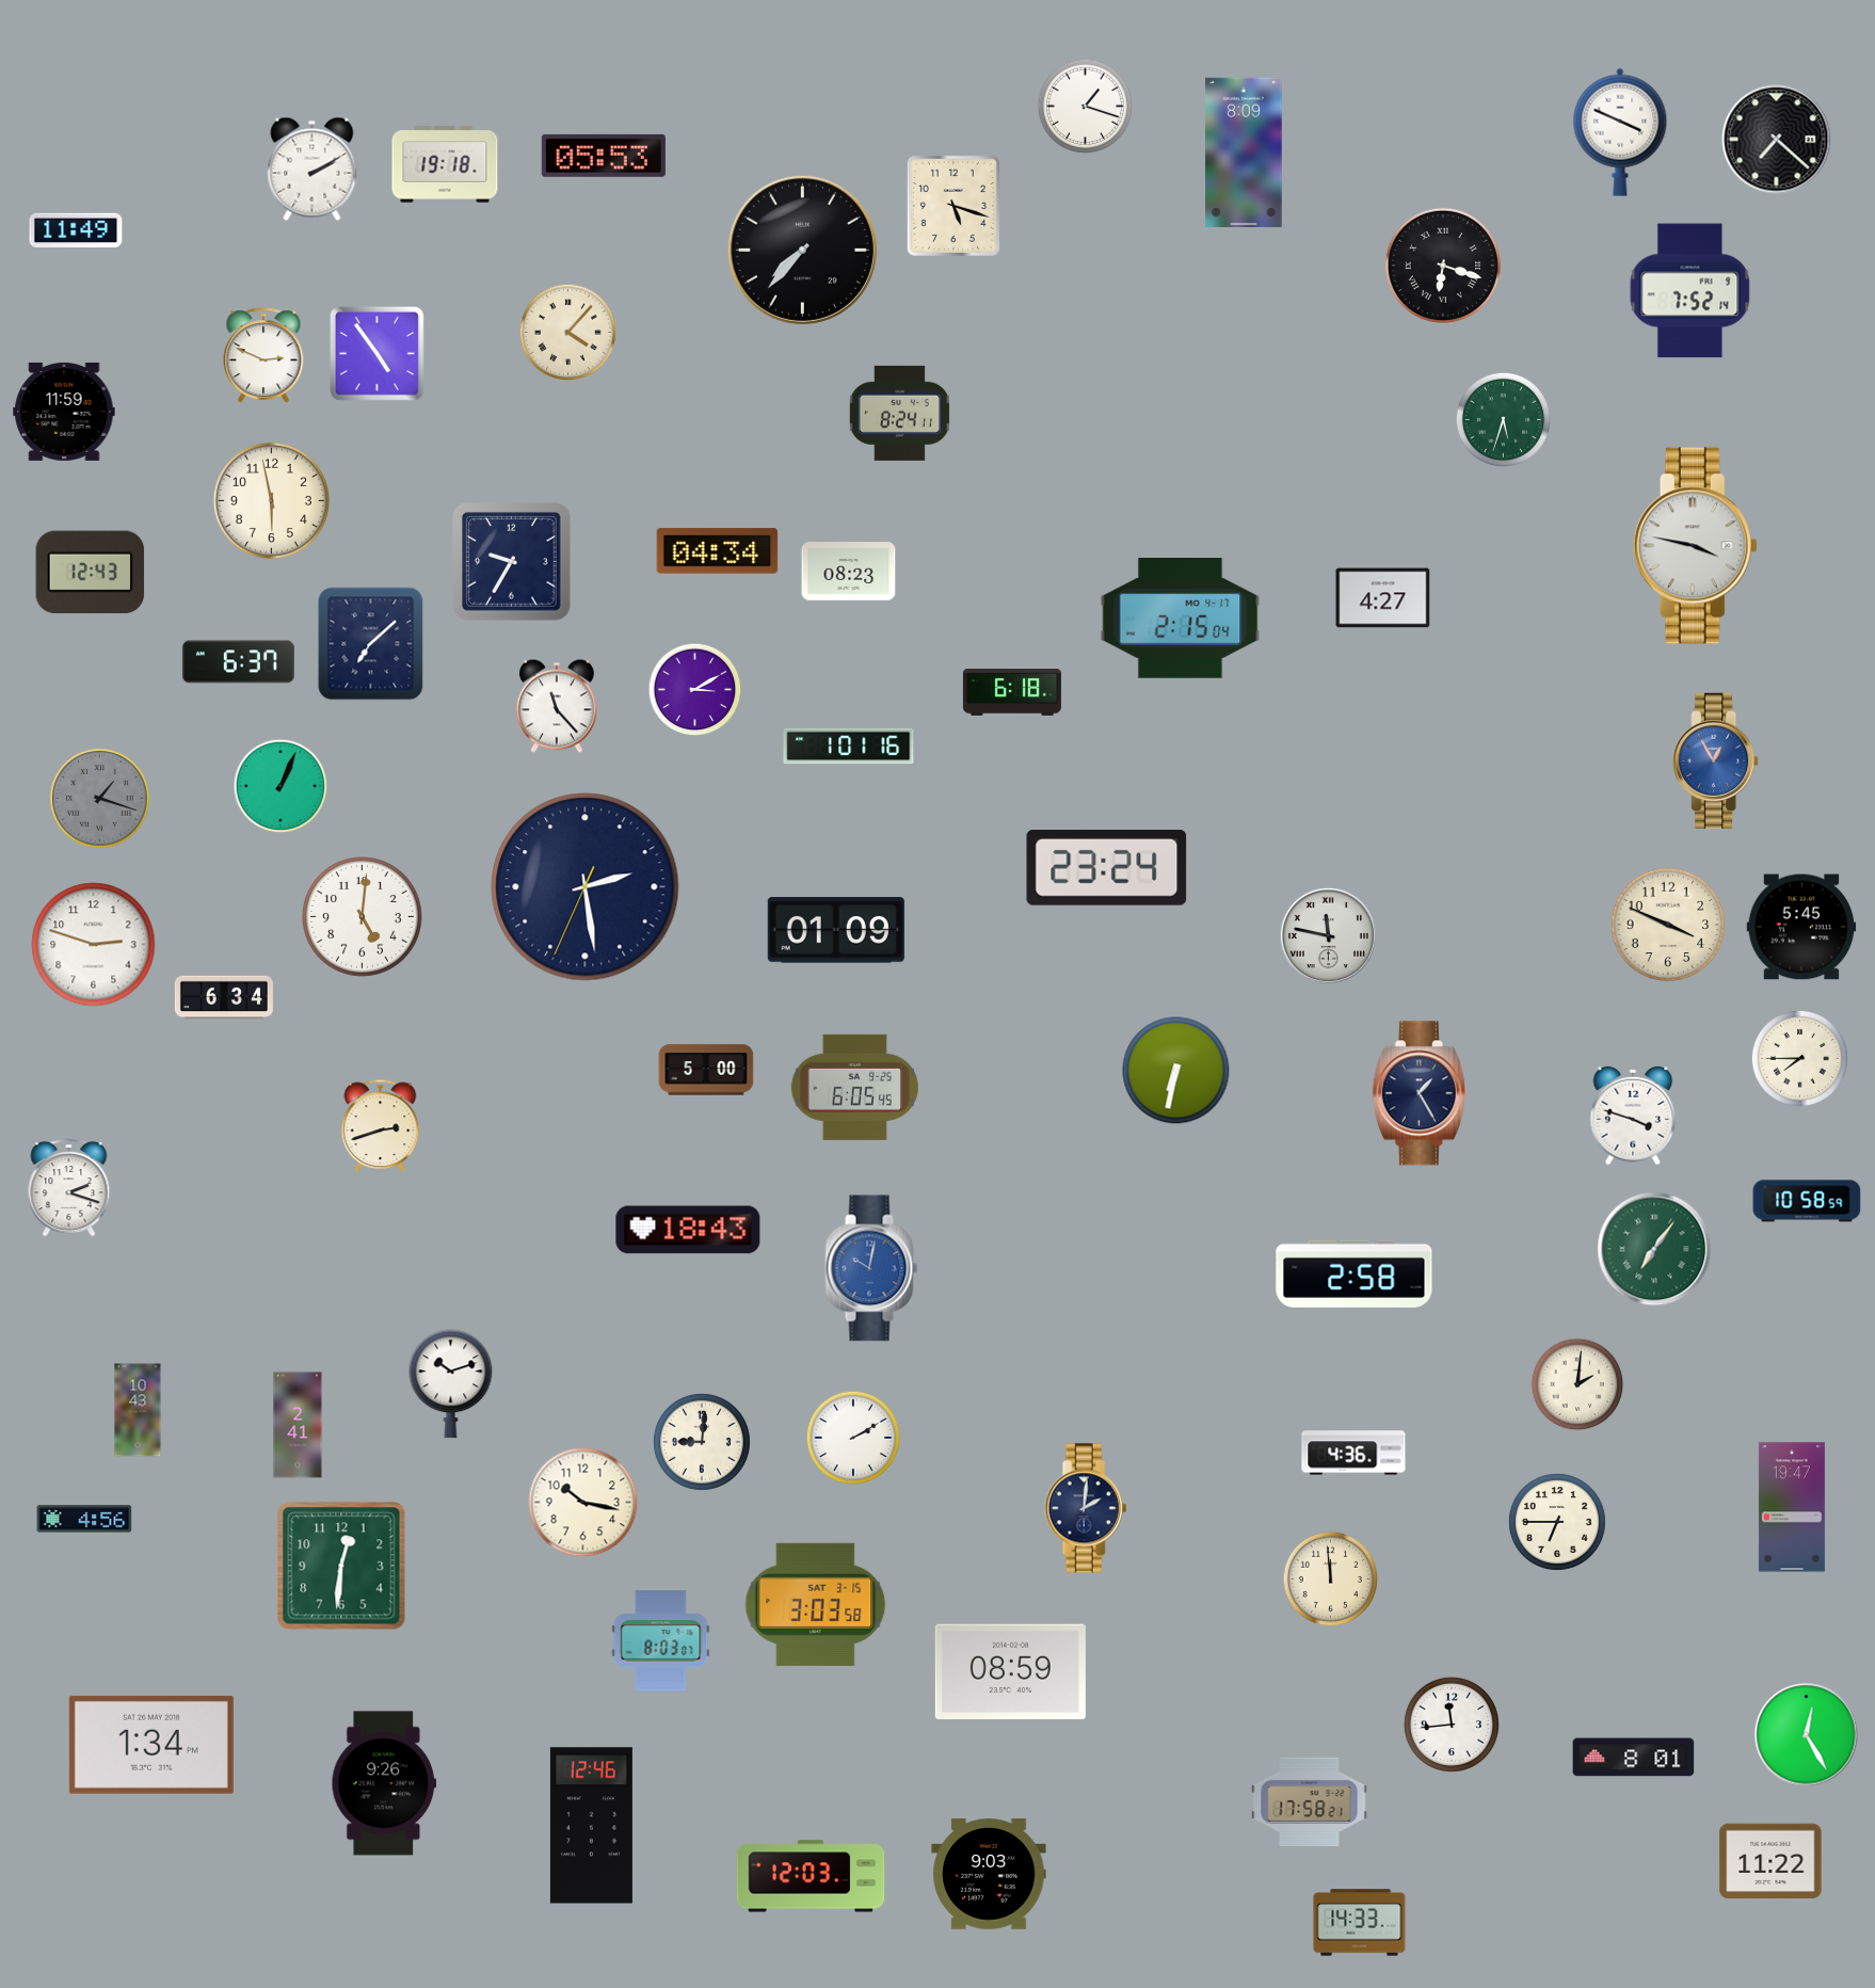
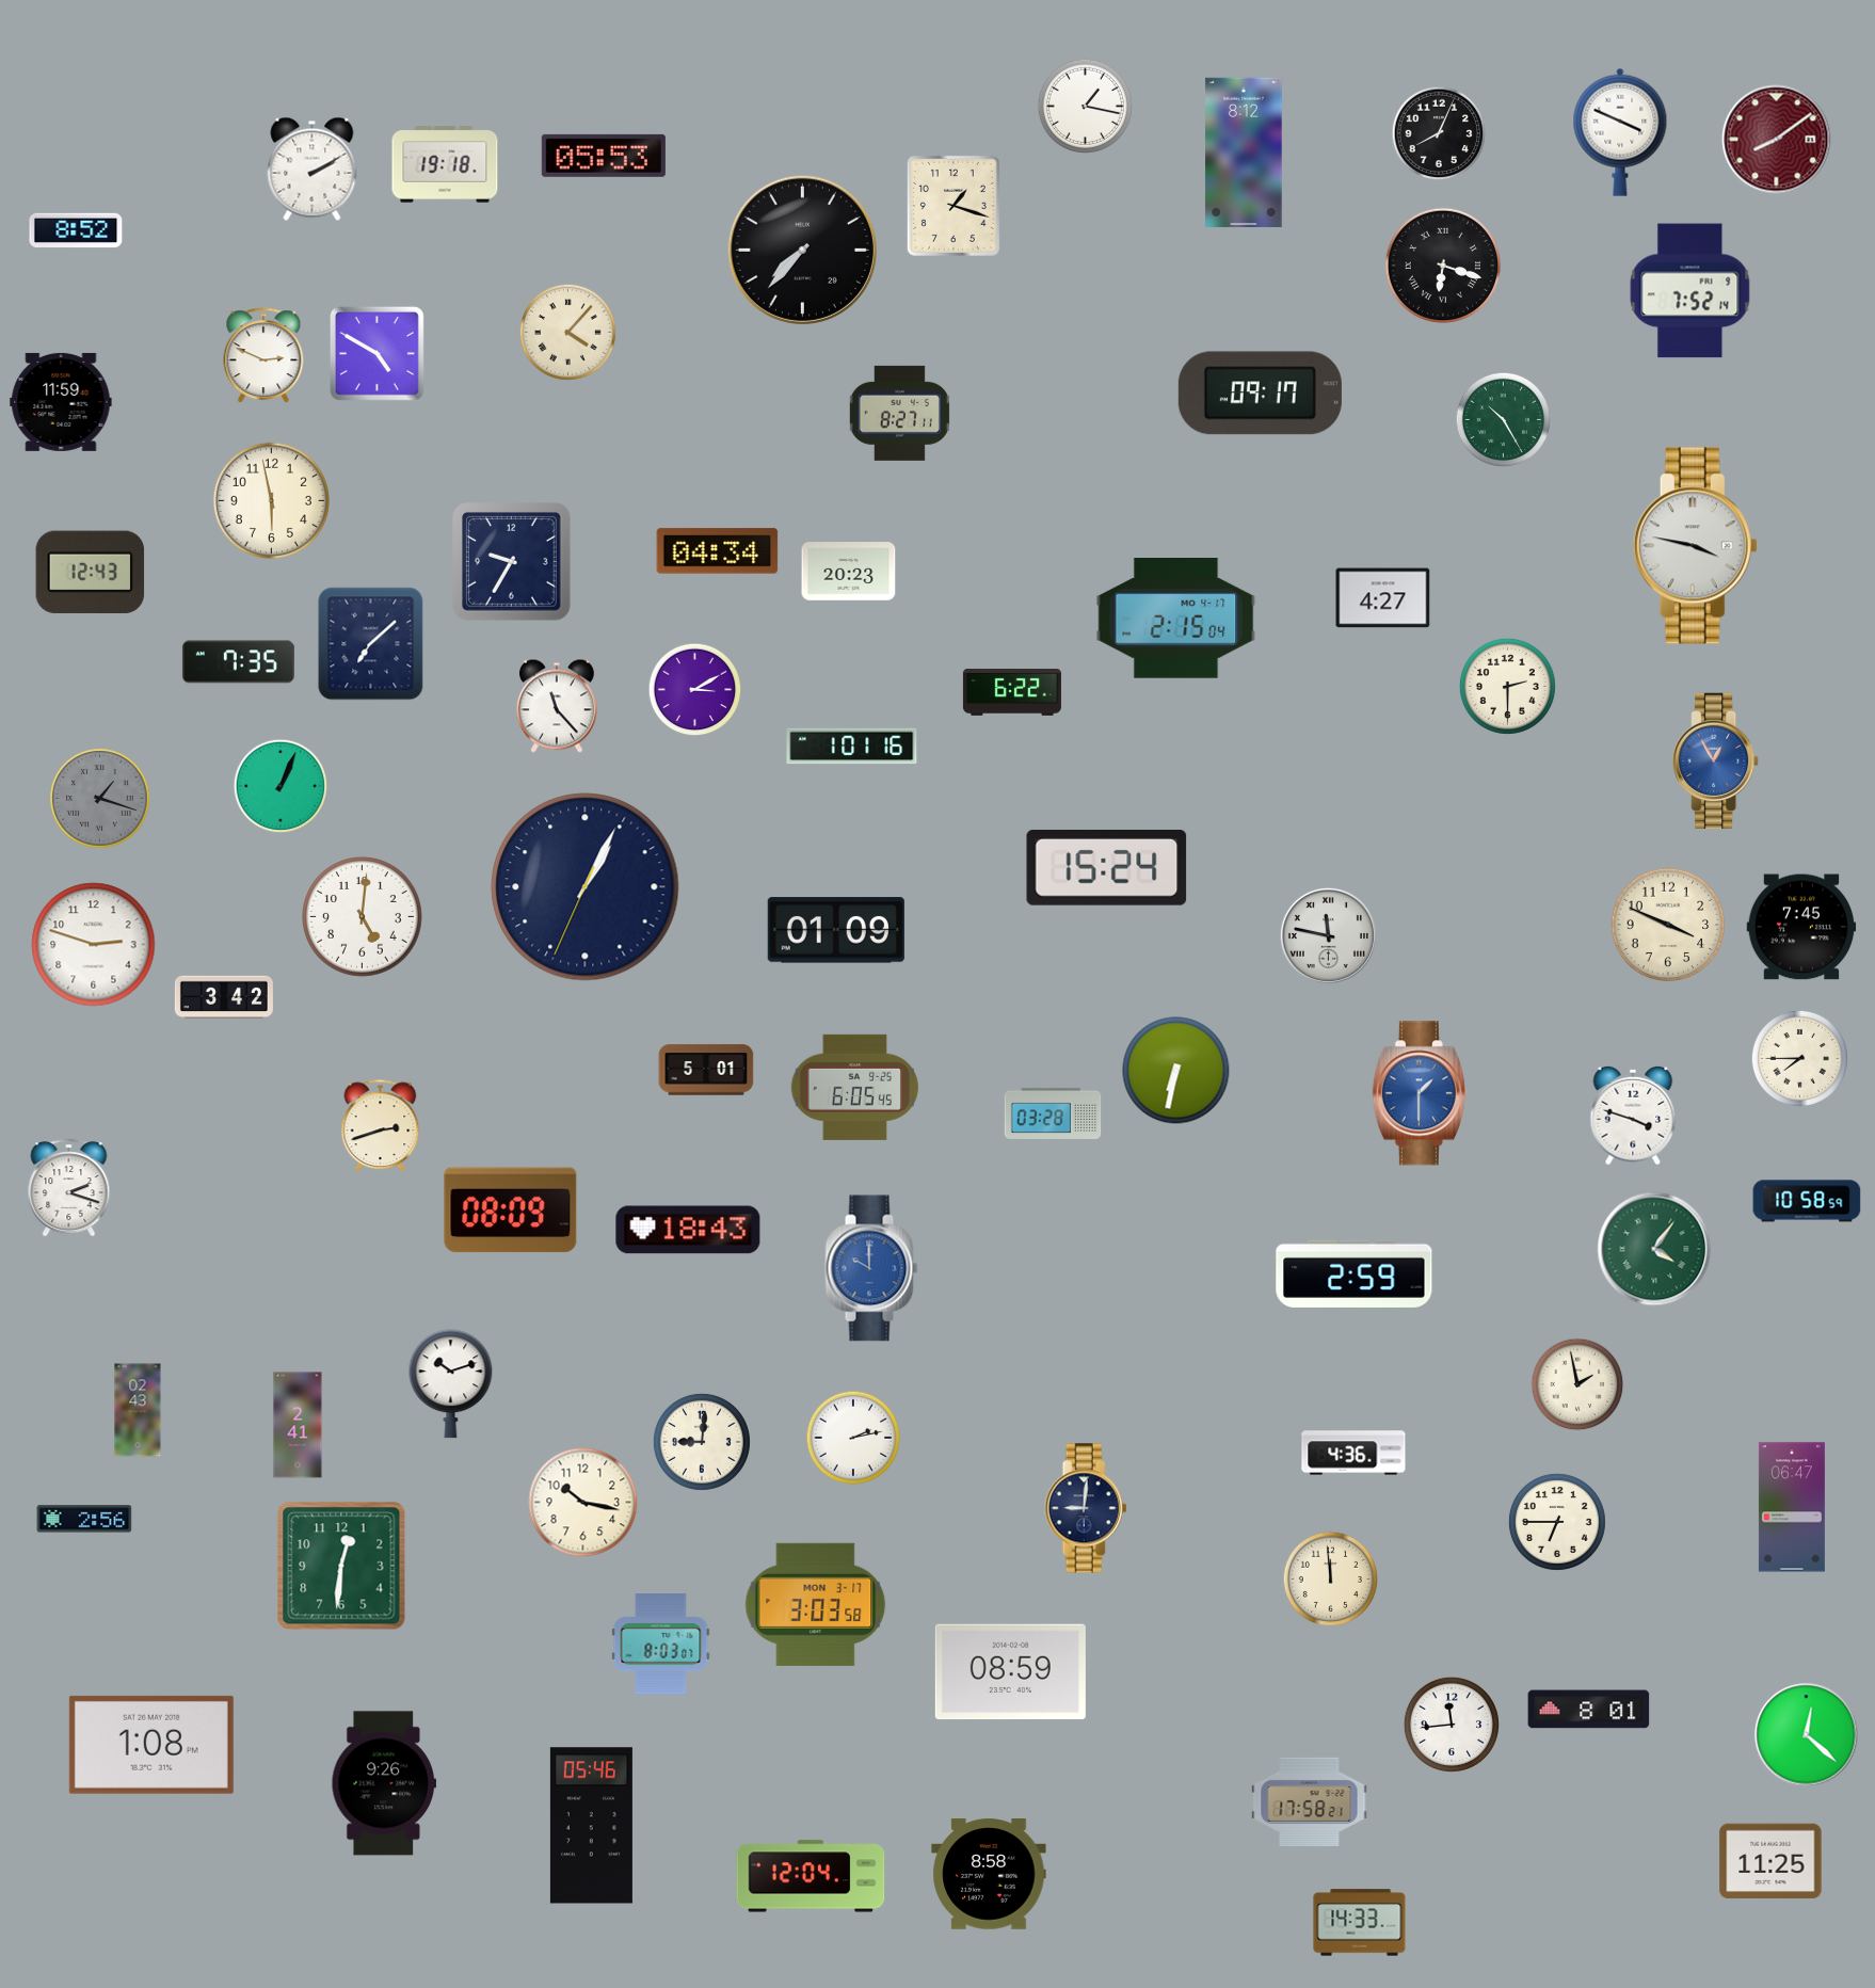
clock at (1085, 106): 1:18 -> 1:17
clock at (1439, 133): none -> 8:04
clock at (1777, 140): 7:22 -> 8:09
clock at (1777, 140) dial: black -> burgundy
clock at (1244, 153): 8:09 -> 8:12
clock at (953, 206): 5:18 -> 1:18
clock at (76, 230): 11:49 -> 8:52
clock at (376, 353): 4:54 -> 4:50
clock at (1260, 394): none -> 09:17
clock at (64, 412) position: (64, 412) -> (61, 402)
clock at (899, 413): 8:24 -> 8:27
clock at (1503, 419): 5:33 -> 10:25
clock at (849, 572): 08:23 -> 20:23
clock at (1181, 619) position: (1181, 619) -> (1176, 619)
clock at (238, 662): 6:37 -> 7:35
clock at (1507, 686): none -> 2:30
clock at (1012, 693): 6:18 -> 6:22
clock at (849, 747) position: (849, 747) -> (852, 747)
clock at (1107, 868): 23:24 -> 15:24
clock at (586, 887): 2:28 -> 1:04
clock at (1801, 927): 5:45 -> 7:45
clock at (224, 997): 6:34 -> 3:42
clock at (706, 1070): 5:00 -> 5:01
clock at (1420, 1093): 1:25 -> 1:30
clock at (1420, 1093) dial: navy -> blue
clock at (1053, 1113): none -> 03:28
clock at (511, 1211): none -> 08:09
clock at (1654, 1249): 7:06 -> 4:06
clock at (871, 1268): 10:02 -> 10:00
clock at (1355, 1273): 2:58 -> 2:59
clock at (1577, 1384): 2:01 -> 1:58
clock at (138, 1410): 10:43 -> 02:43
clock at (853, 1438): 2:10 -> 2:13
clock at (1792, 1507): 19:47 -> 06:47
clock at (1086, 1508): 2:01 -> 9:01
clock at (84, 1519): 4:56 -> 2:56
clock at (816, 1604) date: SAT 3-15 -> MON 3-17
clock at (661, 1641) position: (661, 1641) -> (661, 1645)
clock at (1807, 1735): 12:25 -> 12:22
clock at (151, 1745): 1:34 -> 1:08
clock at (1634, 1758) position: (1634, 1758) -> (1589, 1710)
clock at (591, 1826): 12:46 -> 05:46
clock at (1770, 1861): 11:22 -> 11:25
clock at (989, 1874): 9:03 -> 8:58
clock at (811, 1876): 12:03 -> 12:04
